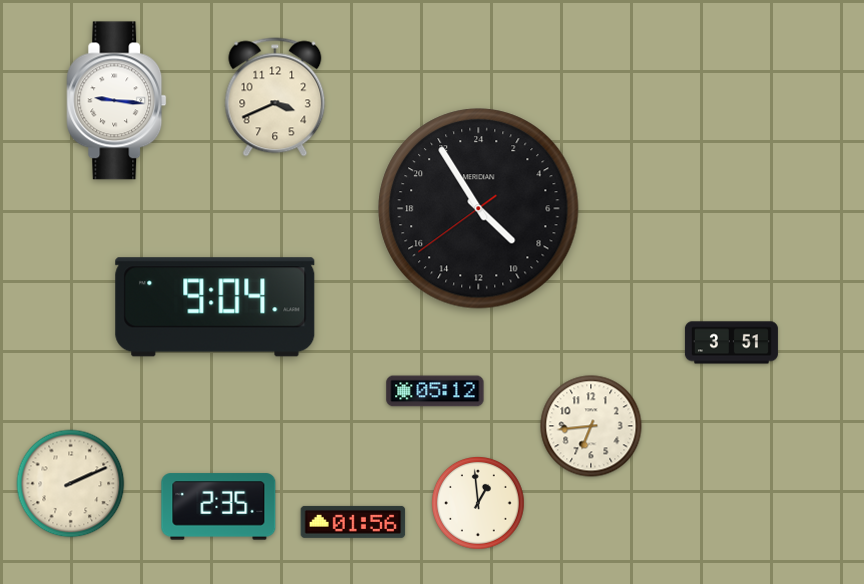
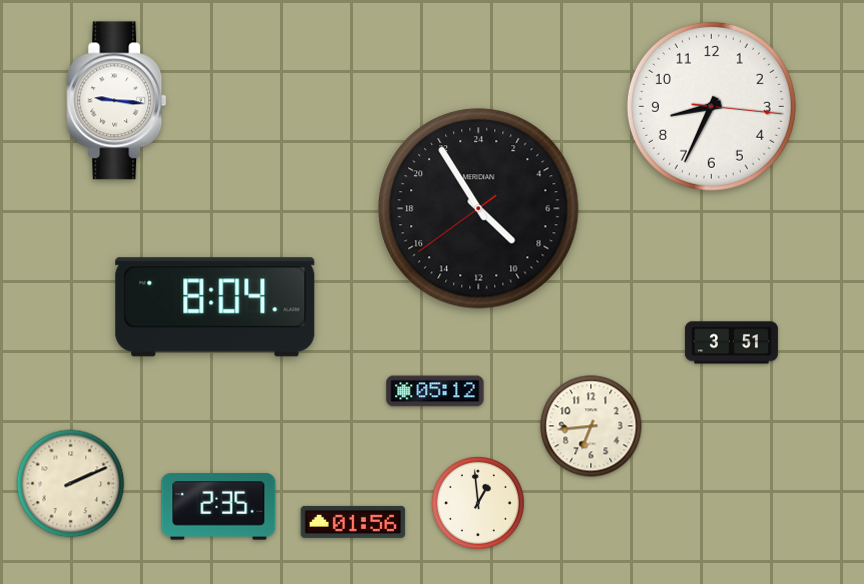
clock at (275, 97): 3:41 -> none
clock at (711, 106): none -> 8:34
clock at (215, 307): 9:04 -> 8:04
